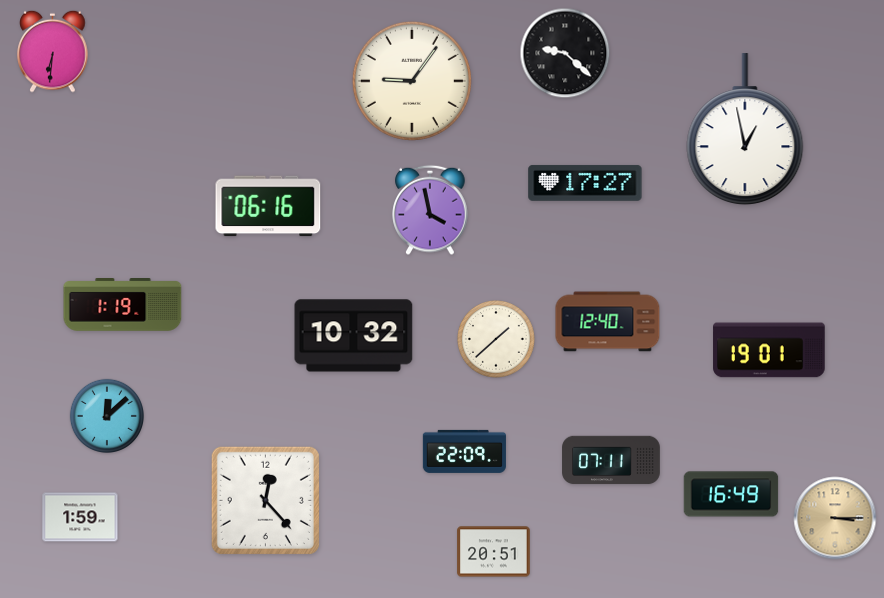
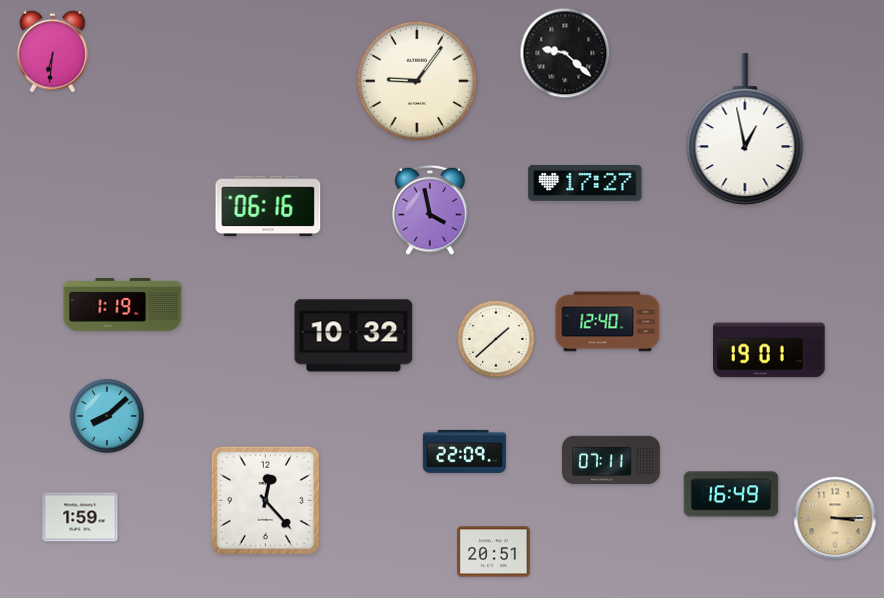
clock at (412, 81) position: (412, 81) -> (417, 81)
clock at (106, 415): 12:08 -> 8:08
